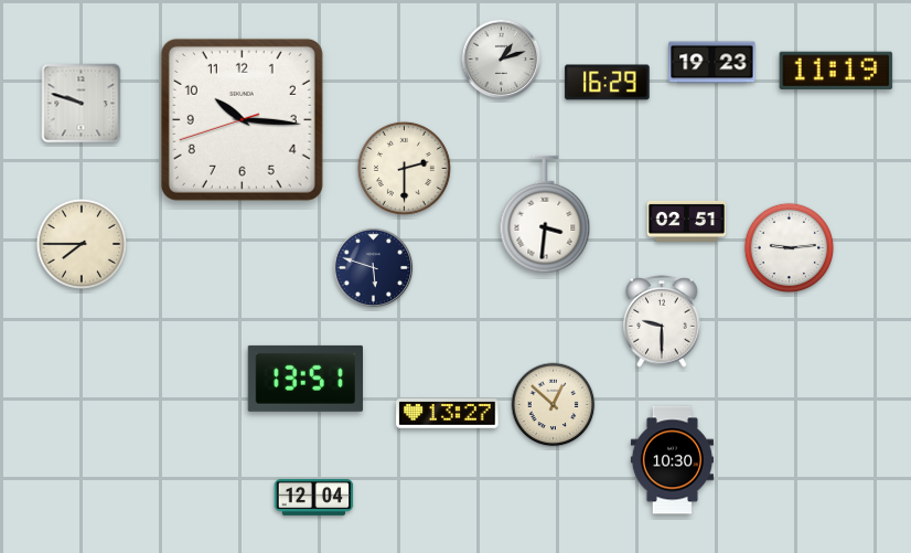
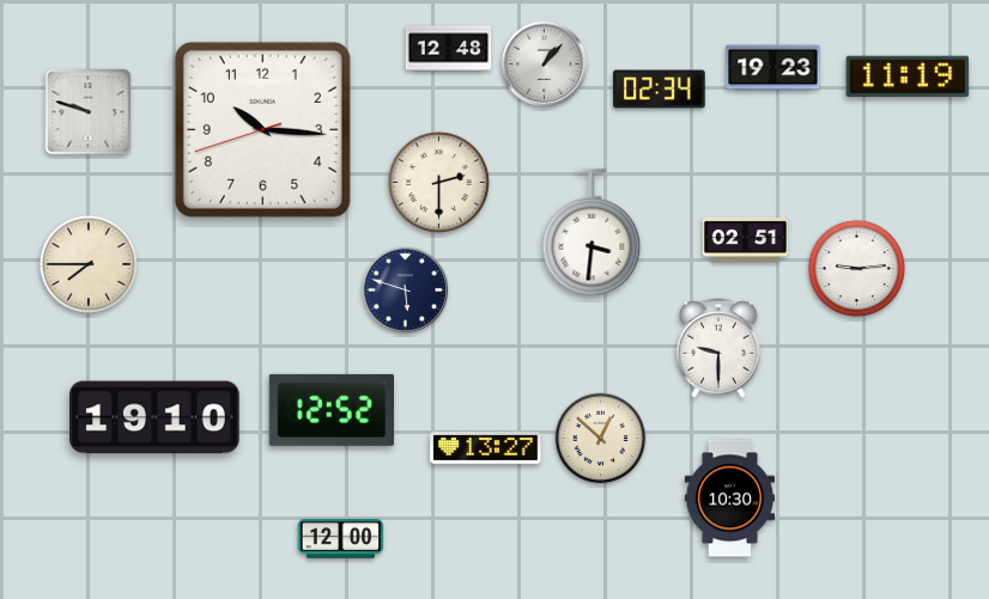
clock at (449, 49): none -> 12:48
clock at (502, 60): 1:12 -> 1:07
clock at (608, 83): 16:29 -> 02:34
clock at (304, 379): 13:51 -> 12:52
clock at (154, 417): none -> 19:10
clock at (314, 497): 12:04 -> 12:00
